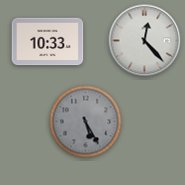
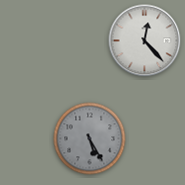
clock at (48, 42): 10:33 -> none
clock at (86, 122) position: (86, 122) -> (90, 139)
